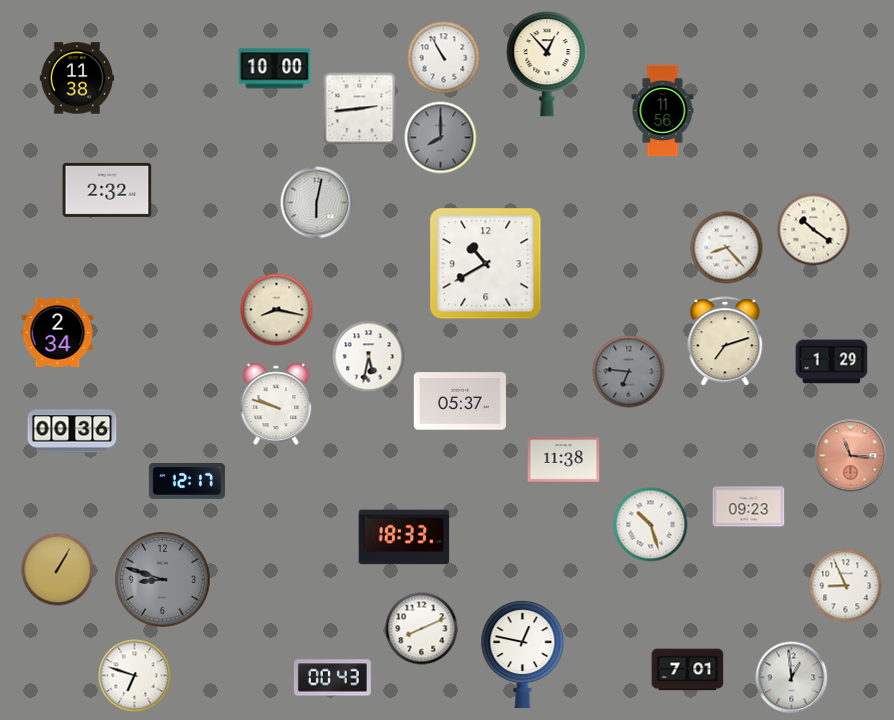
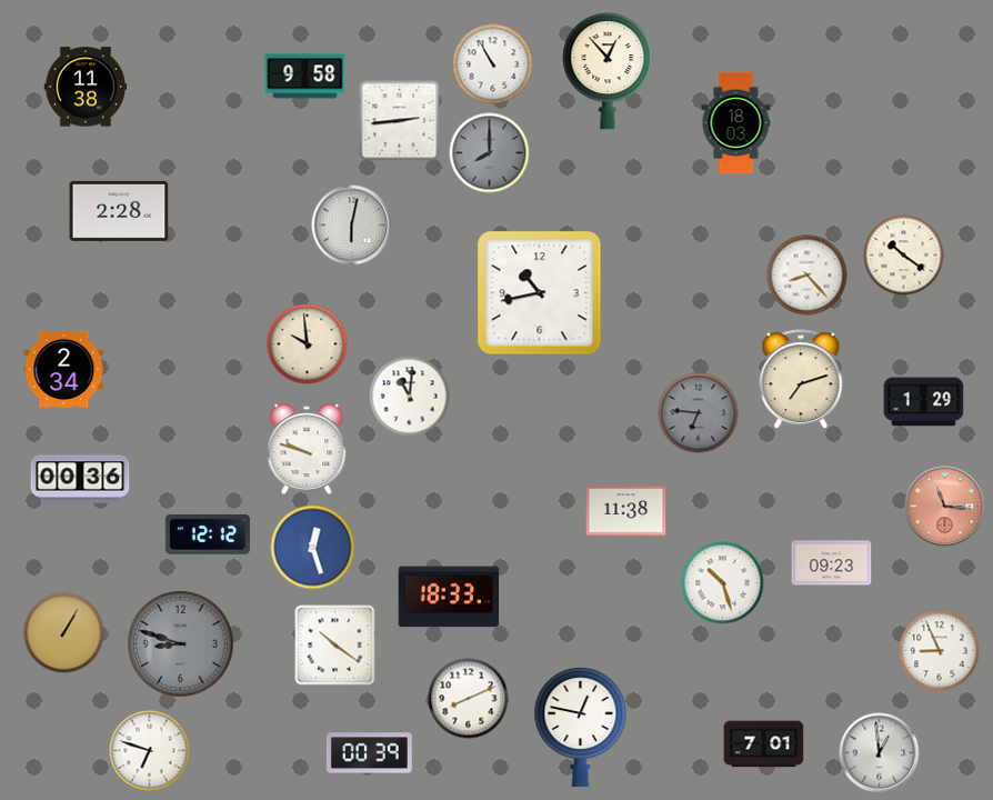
clock at (275, 69): 10:00 -> 9:58
clock at (663, 111): 11:56 -> 18:03
clock at (107, 190): 2:32 -> 2:28
clock at (486, 264): 10:40 -> 10:43
clock at (277, 310): 8:17 -> 9:59
clock at (725, 342) position: (725, 342) -> (801, 380)
clock at (369, 357): 5:32 -> 11:01
clock at (460, 401): 05:37 -> none
clock at (187, 481): 12:17 -> 12:12
clock at (313, 548): none -> 12:27
clock at (335, 646): none -> 10:21
clock at (332, 678): 00:43 -> 00:39
